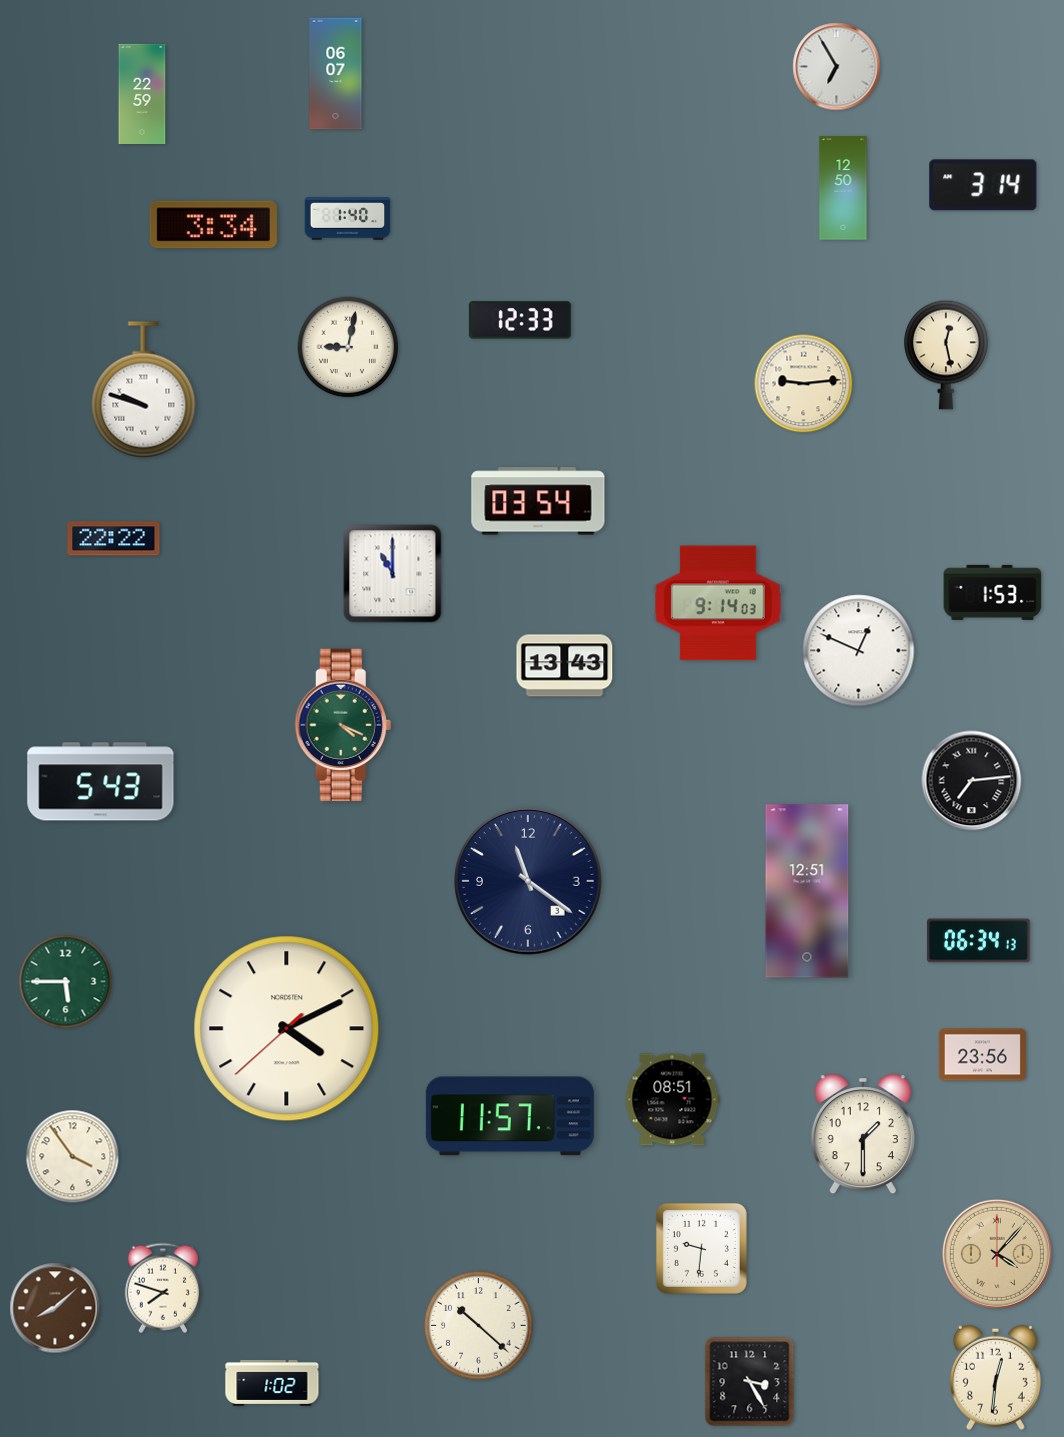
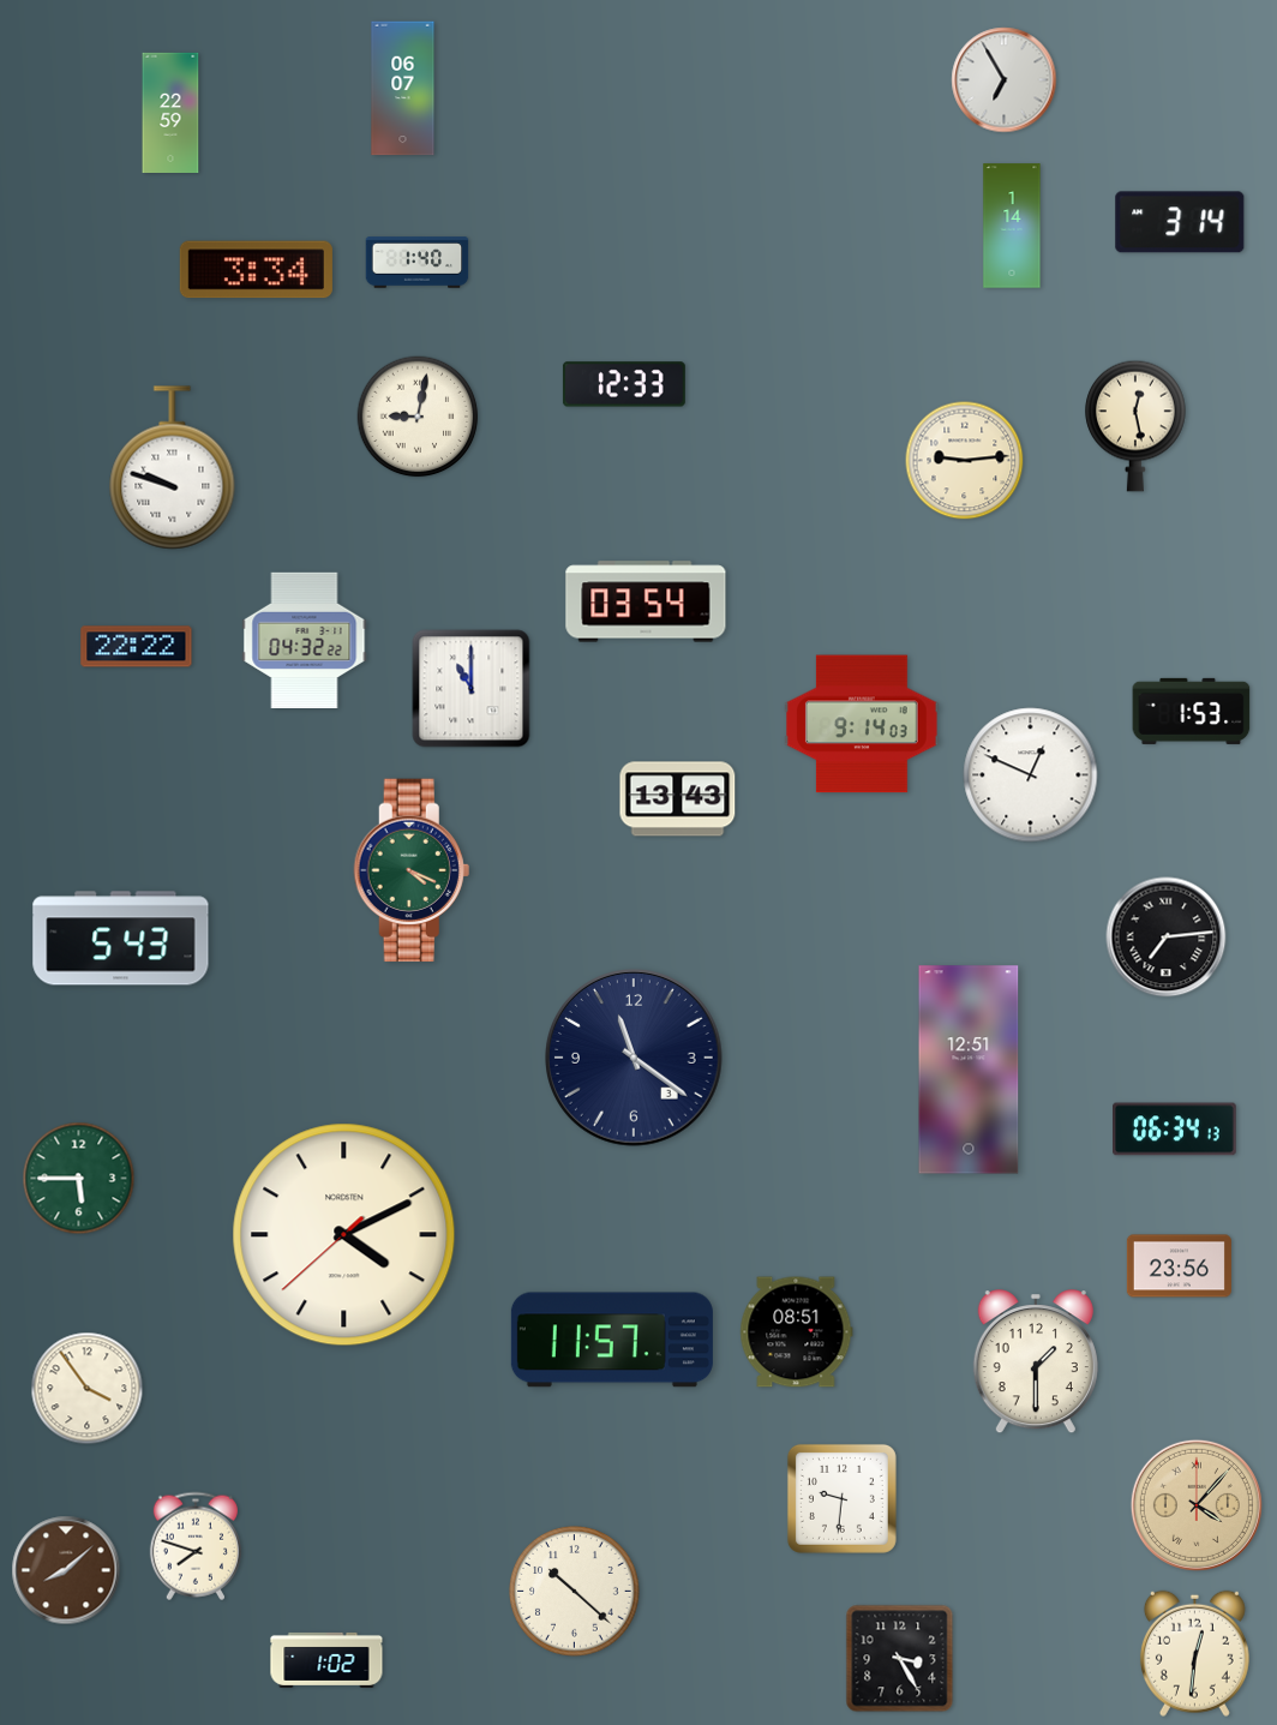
clock at (843, 188): 12:50 -> 1:14
clock at (305, 640): none -> 04:32
clock at (859, 651) position: (859, 651) -> (1031, 775)
clock at (673, 1100) position: (673, 1100) -> (797, 1332)
